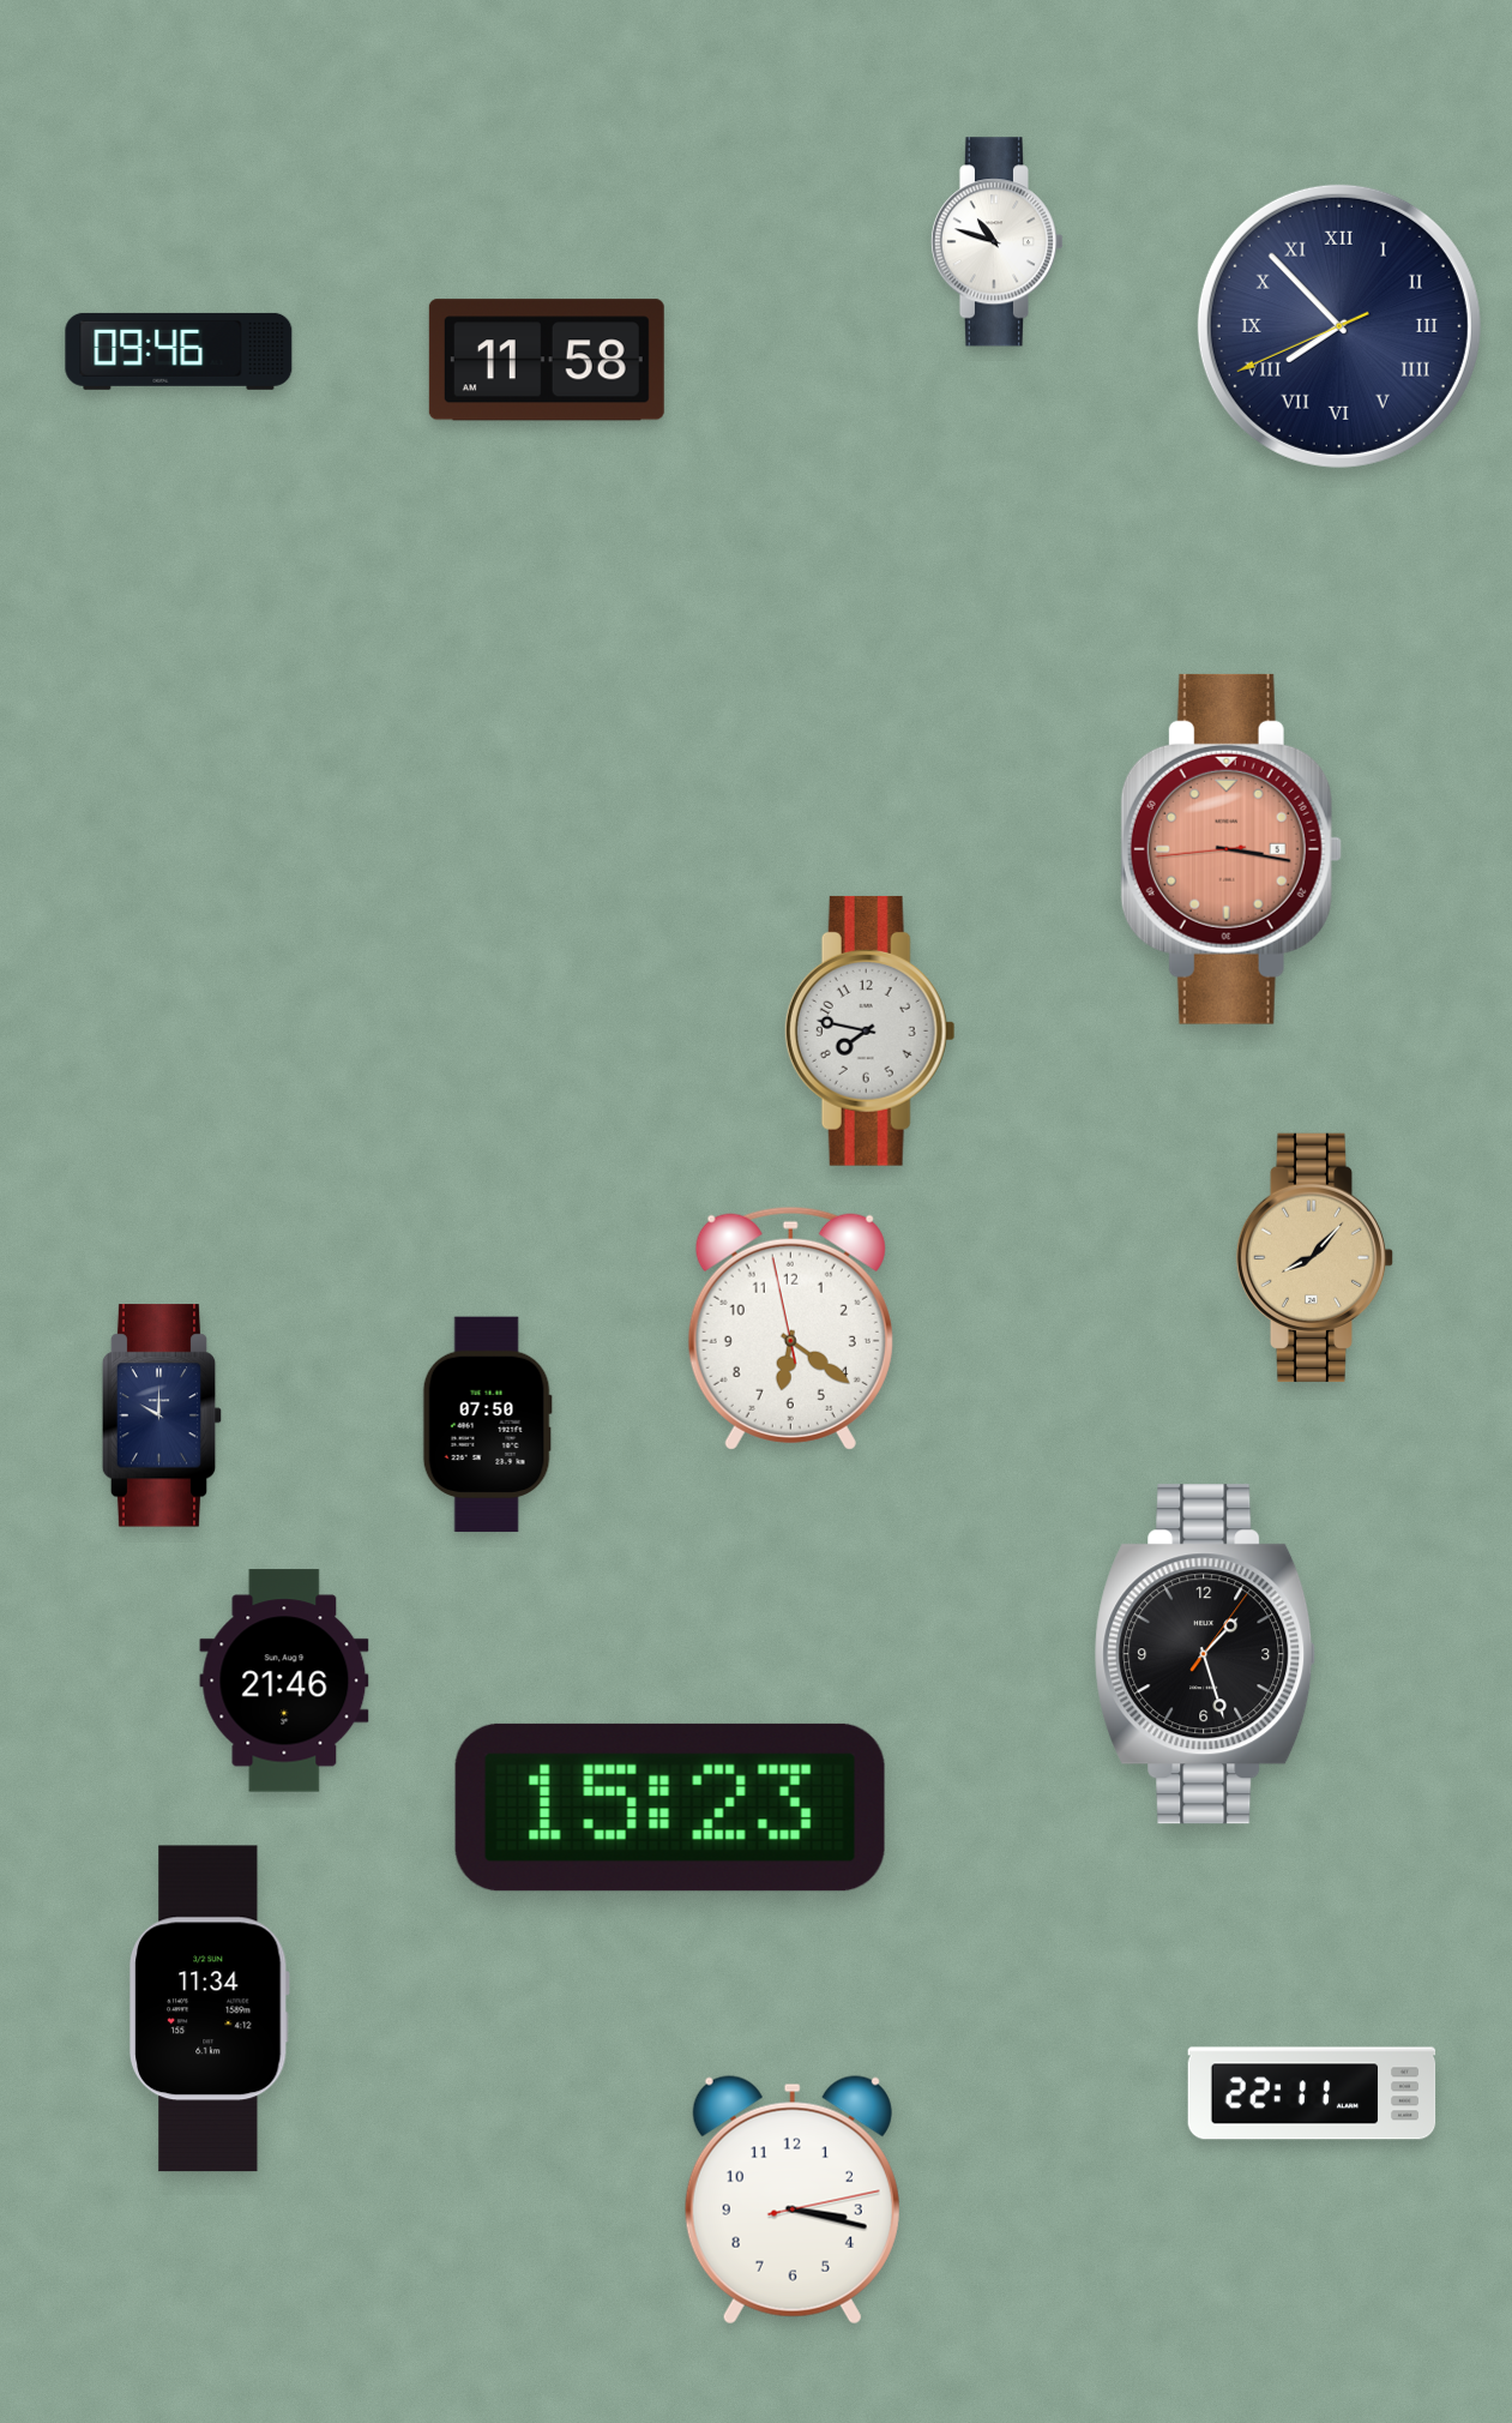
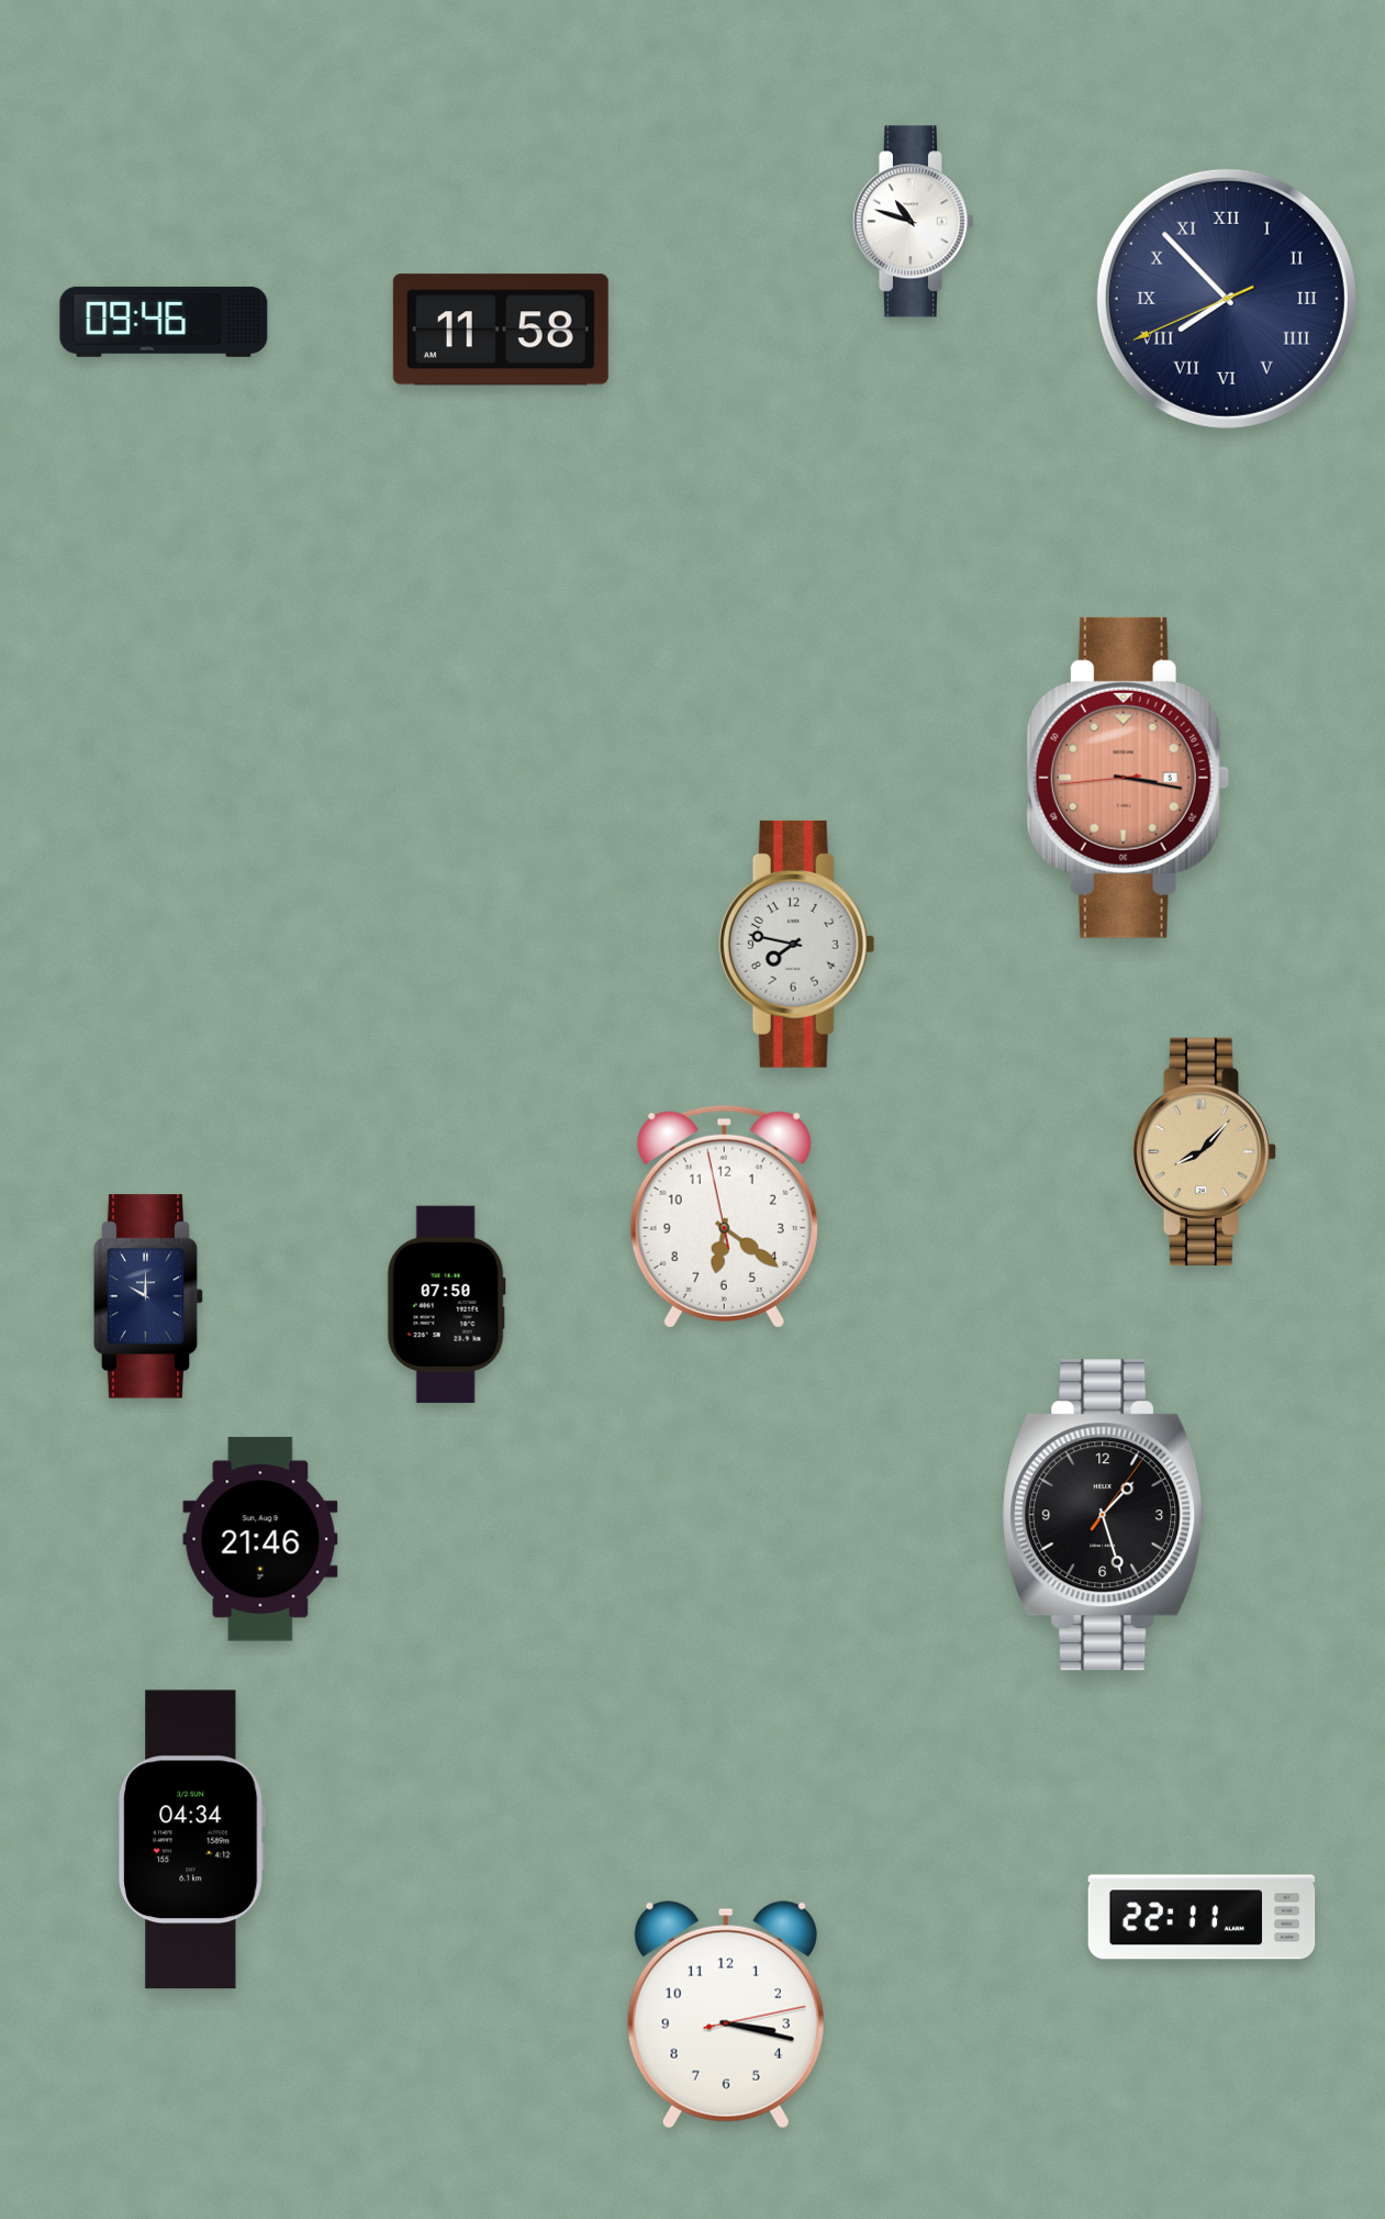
clock at (670, 1808): 15:23 -> none
clock at (210, 2009): 11:34 -> 04:34
